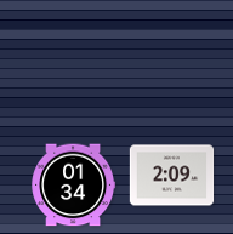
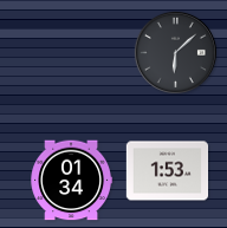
clock at (175, 52): none -> 6:08
clock at (172, 176): 2:09 -> 1:53
